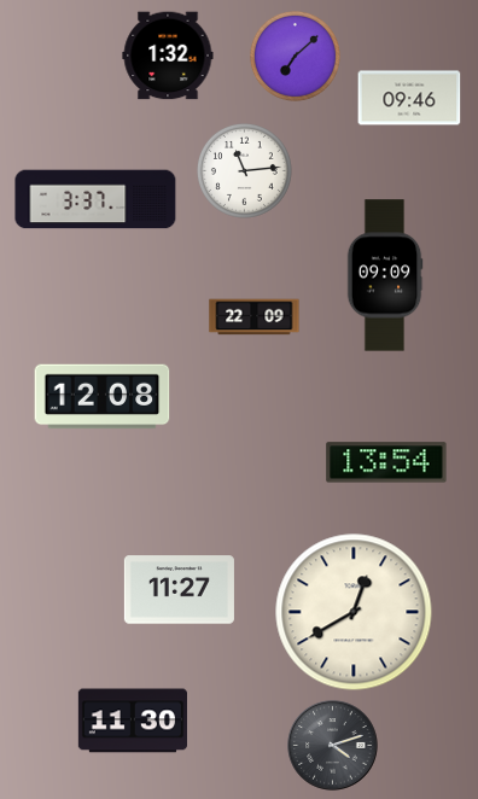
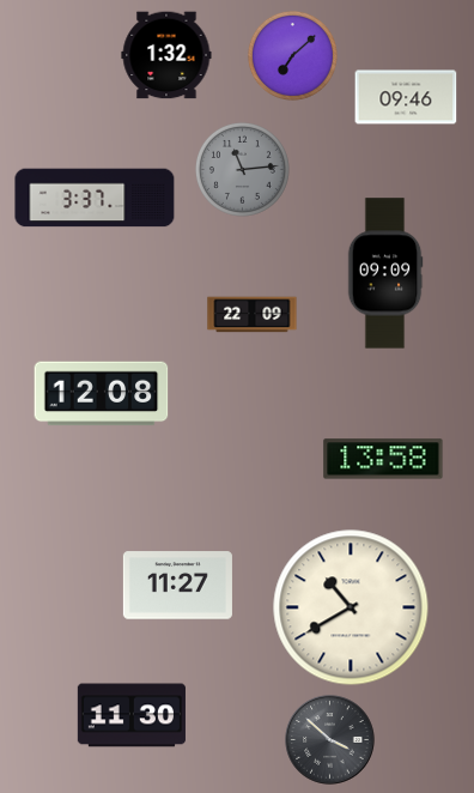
clock at (244, 170) dial: white -> grey
clock at (385, 275) position: (385, 275) -> (385, 273)
clock at (386, 462): 13:54 -> 13:58
clock at (354, 612): 12:40 -> 10:40
clock at (333, 746): 4:12 -> 3:52
